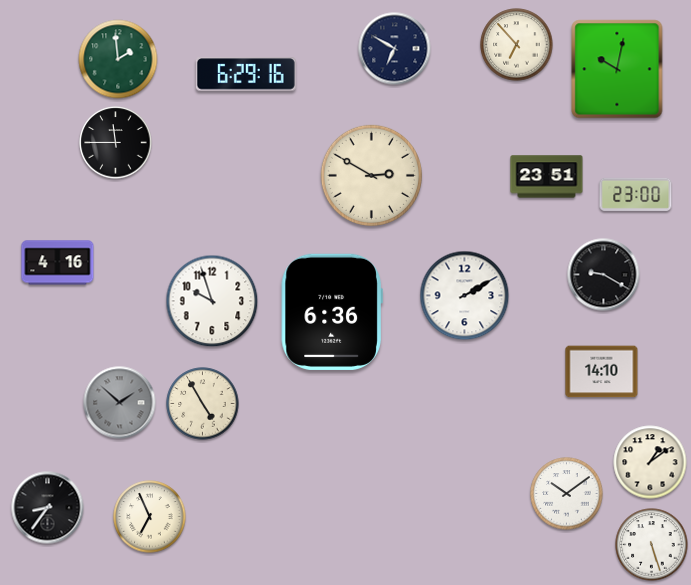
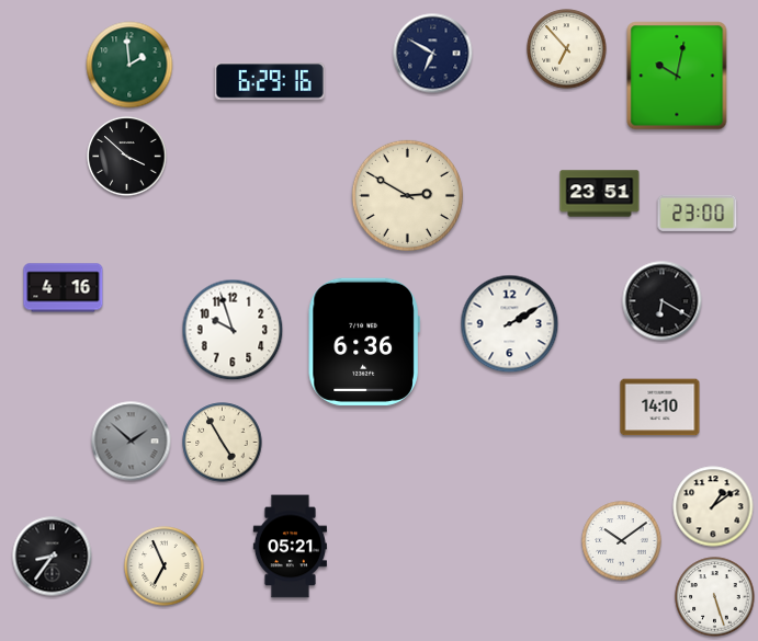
clock at (116, 143): 11:45 -> 3:52
clock at (371, 175) position: (371, 175) -> (407, 195)
clock at (604, 275): 9:20 -> 6:20
clock at (290, 547): none -> 05:21
